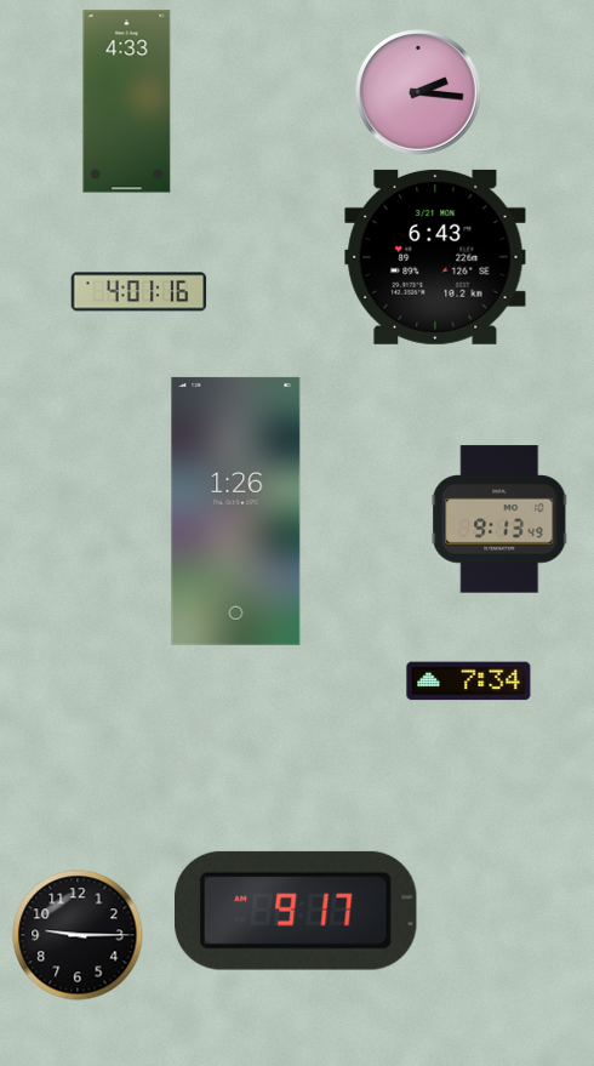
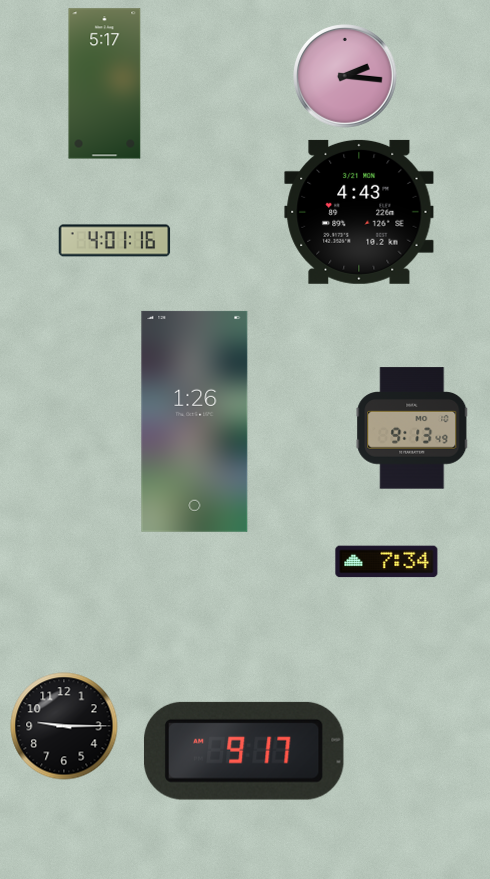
clock at (127, 102): 4:33 -> 5:17
clock at (435, 257): 6:43 -> 4:43
clock at (78, 935) position: (78, 935) -> (64, 726)
